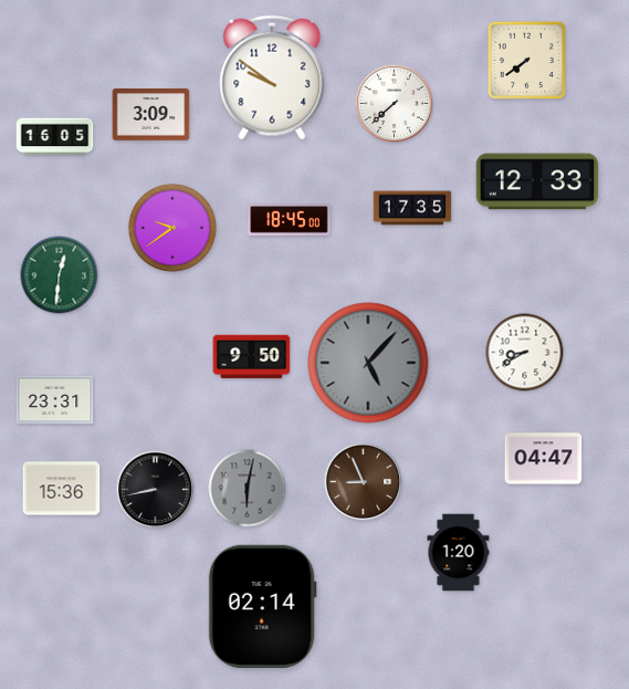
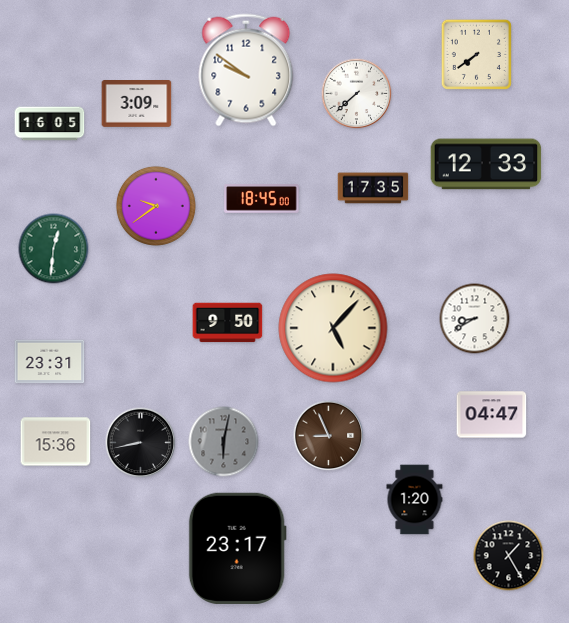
clock at (368, 363) dial: grey -> cream
clock at (262, 606): 02:14 -> 23:17
clock at (509, 556): none -> 1:25
